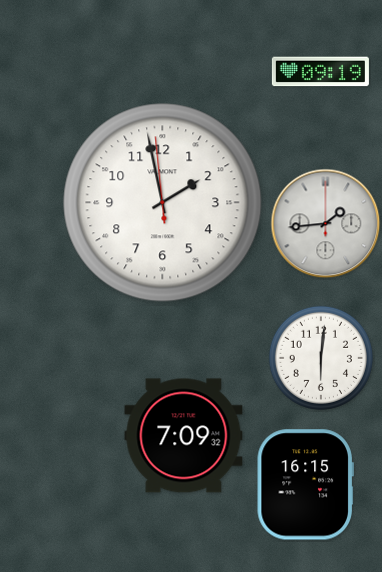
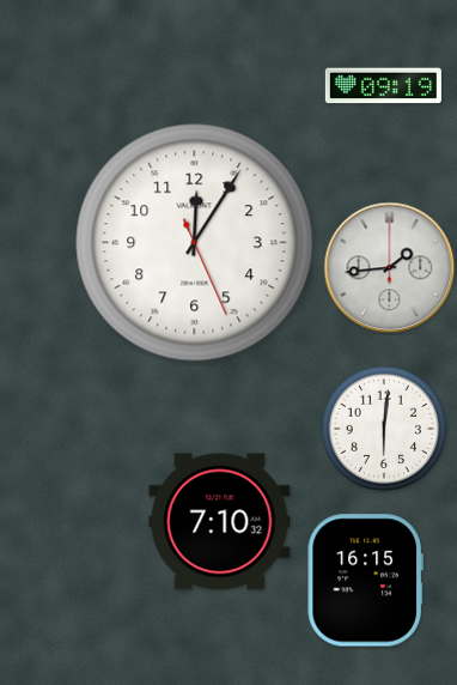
clock at (163, 203): 1:57 -> 12:05
clock at (184, 436): 7:09 -> 7:10
